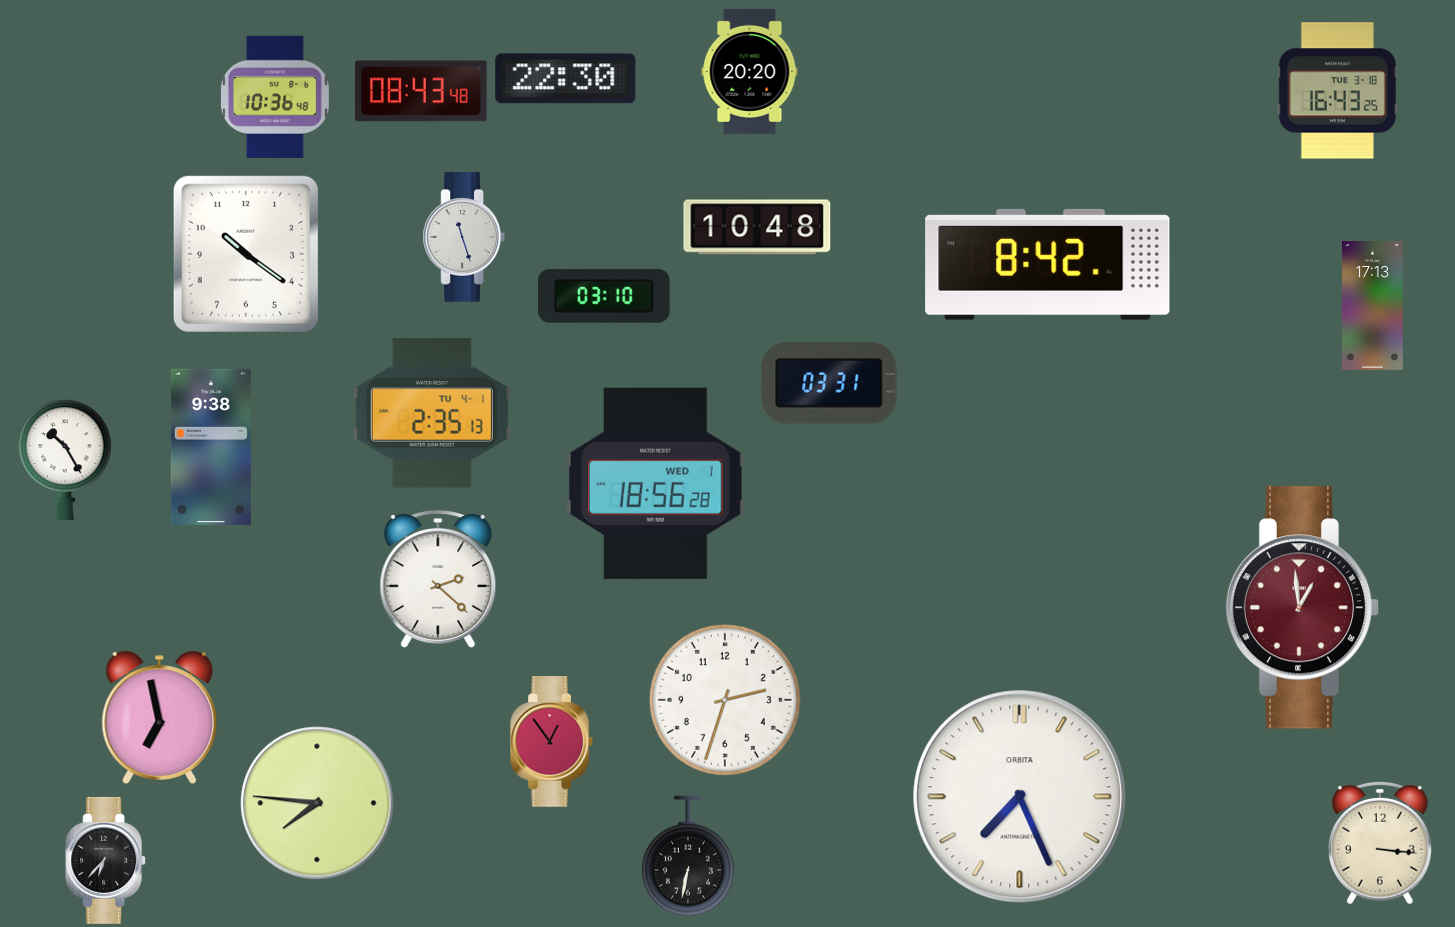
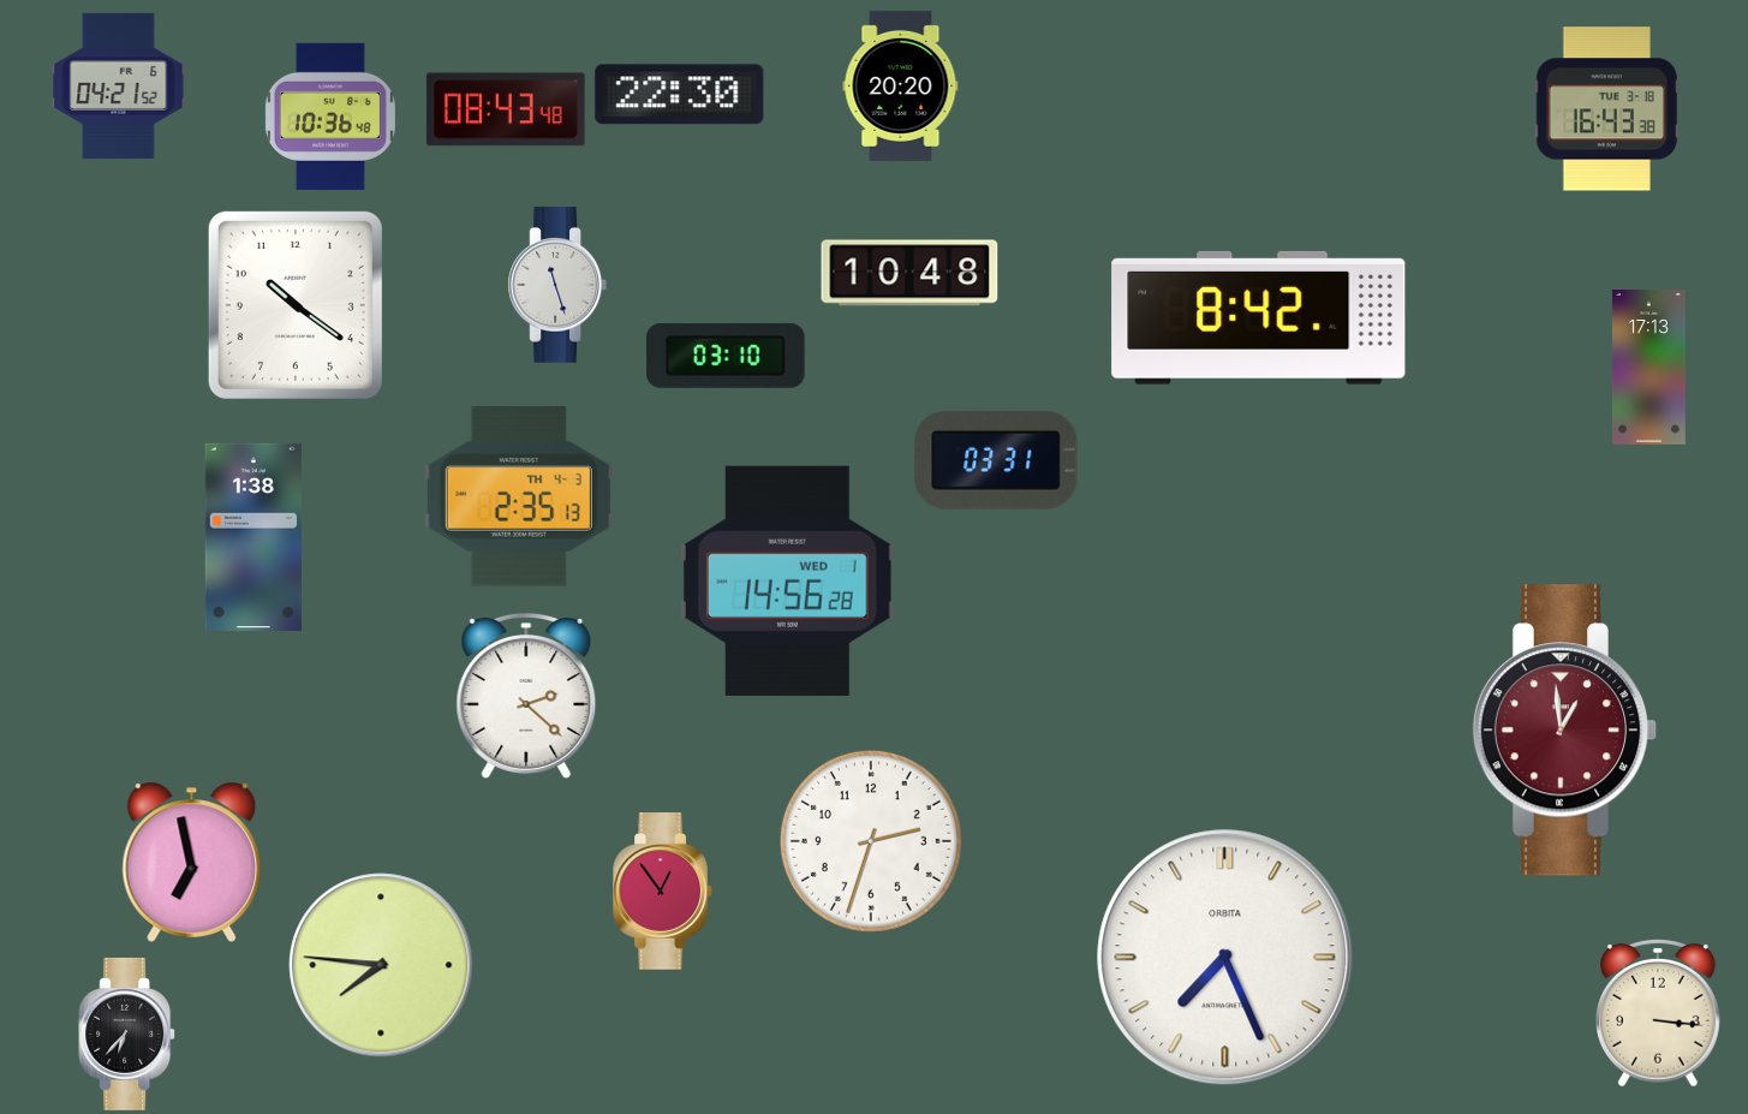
clock at (119, 85): none -> 04:21
clock at (1337, 91): 16:43:25 -> 16:43:38
clock at (432, 414) date: TU 4-1 -> TH 4-3
clock at (211, 447): 9:38 -> 1:38
clock at (65, 459): 10:25 -> none
clock at (656, 483): 18:56 -> 14:56
clock at (688, 856): 6:32 -> none
